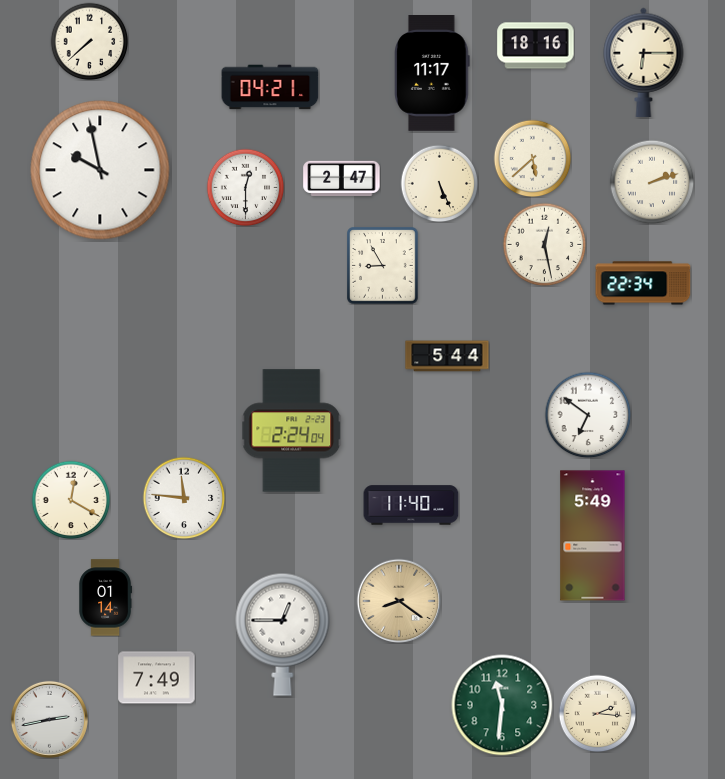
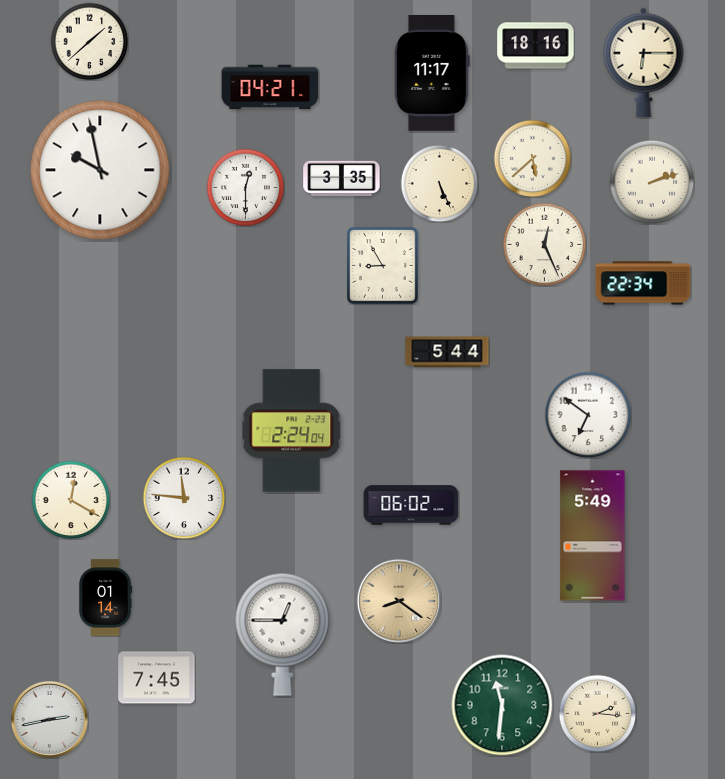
clock at (89, 41): 7:38 -> 1:38
clock at (342, 178): 2:47 -> 3:35
clock at (544, 244): 12:28 -> 12:26
clock at (447, 356) position: (447, 356) -> (447, 352)
clock at (411, 505): 11:40 -> 06:02
clock at (157, 678): 7:49 -> 7:45
